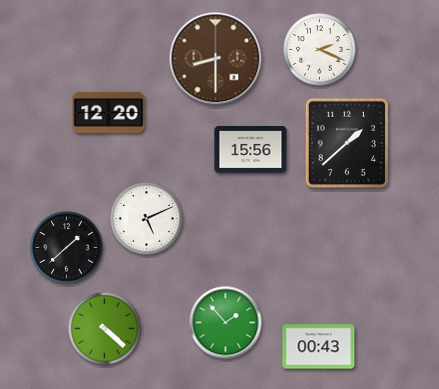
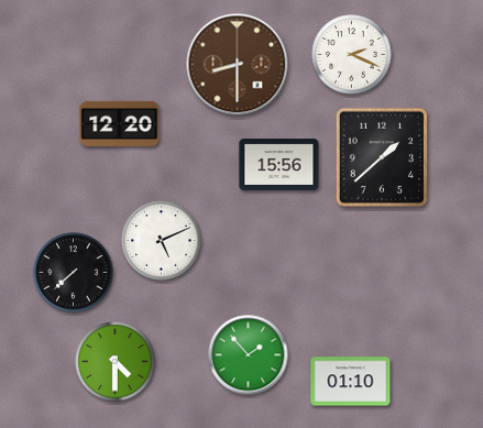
clock at (251, 149) position: (251, 149) -> (279, 164)
clock at (67, 248): 1:38 -> 7:38
clock at (105, 329): 4:22 -> 4:30
clock at (319, 347): 00:43 -> 01:10
